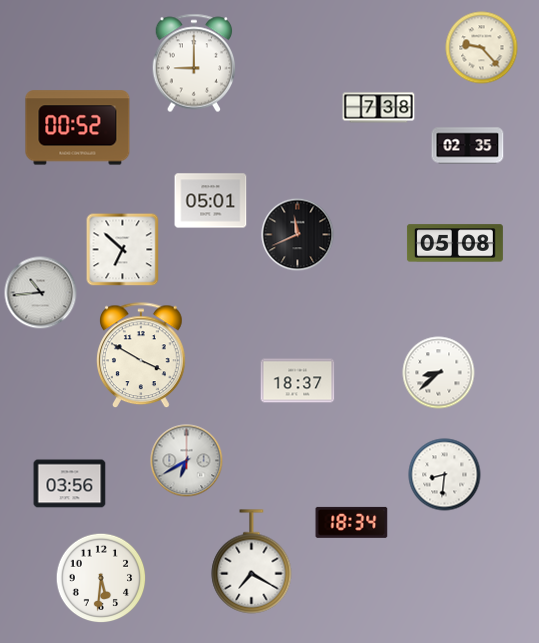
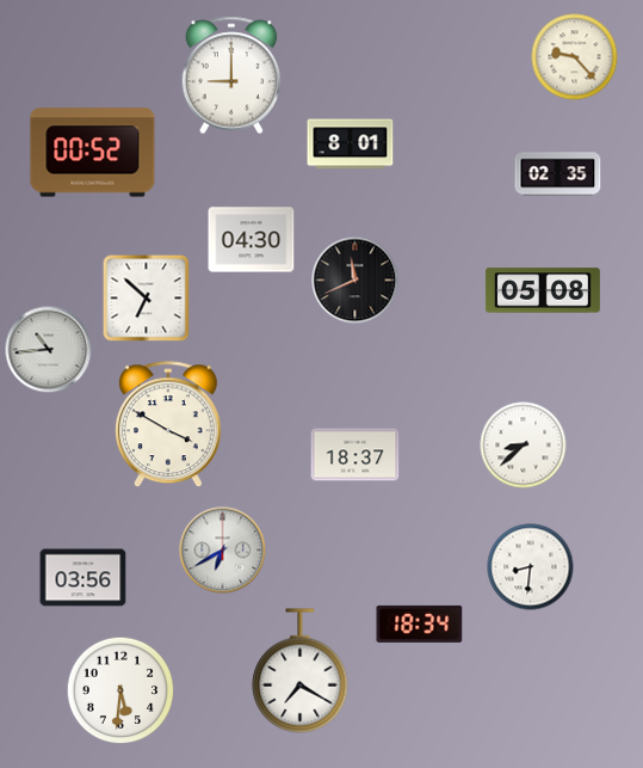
clock at (379, 108): 7:38 -> none
clock at (351, 145): none -> 8:01
clock at (211, 201): 05:01 -> 04:30
